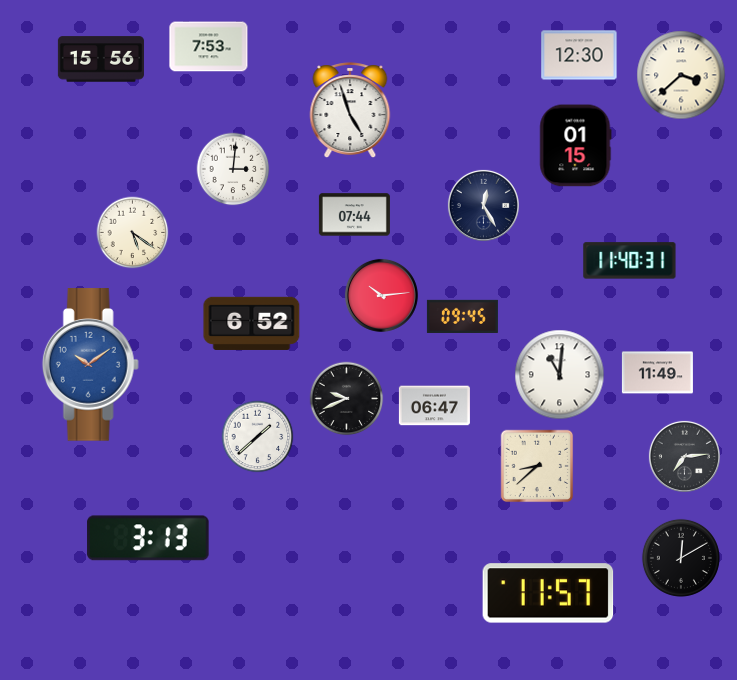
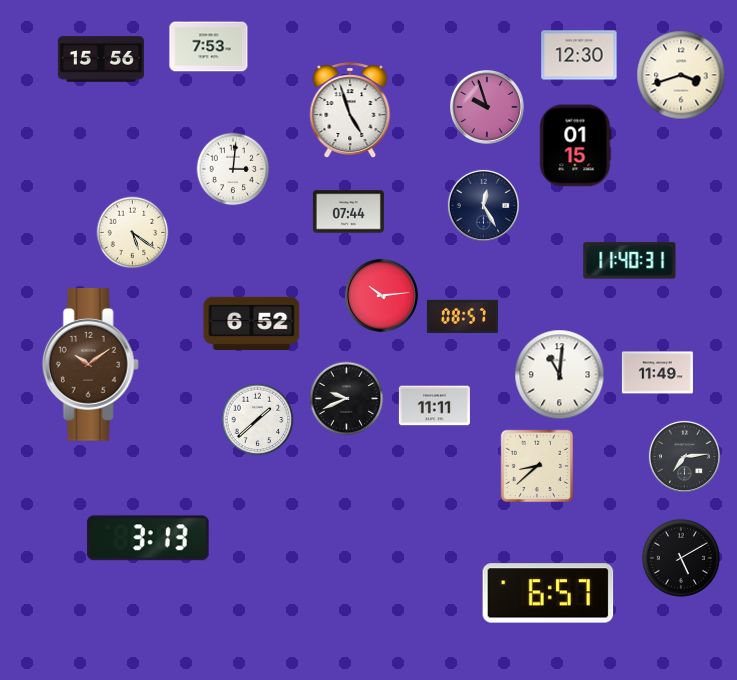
clock at (681, 75): 3:38 -> 3:42
clock at (487, 107): none -> 9:57
clock at (354, 215) position: (354, 215) -> (348, 212)
clock at (462, 316): 09:45 -> 08:57
clock at (90, 365) dial: blue -> brown
clock at (434, 406): 06:47 -> 11:11
clock at (258, 437) position: (258, 437) -> (258, 420)
clock at (681, 558): 12:10 -> 5:10
clock at (548, 593): 11:57 -> 6:57
